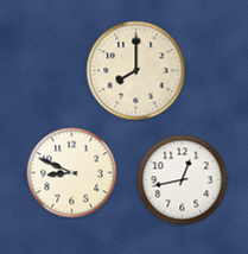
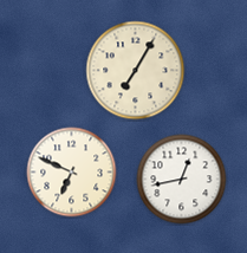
clock at (136, 71): 8:00 -> 7:05
clock at (72, 173): 8:49 -> 6:49
